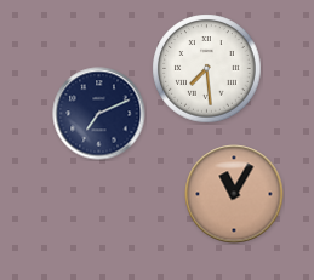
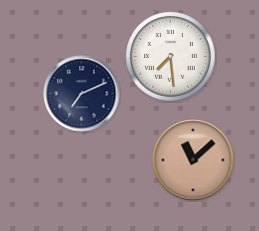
clock at (234, 194): 11:05 -> 11:08
